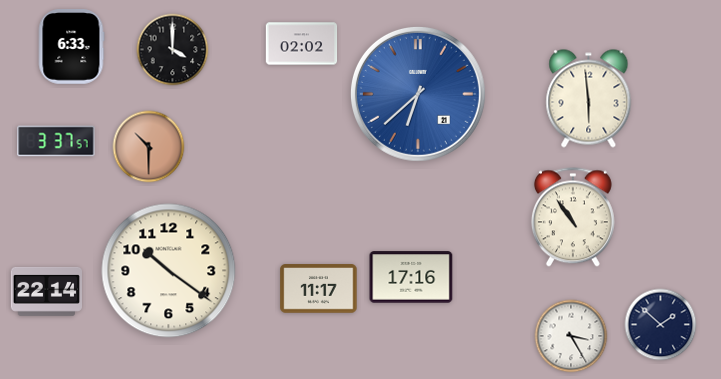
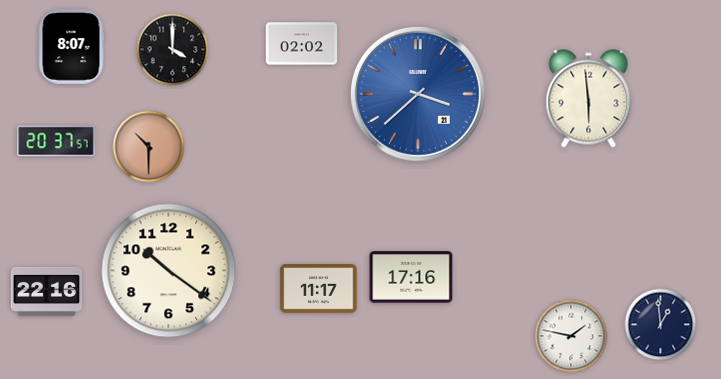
clock at (71, 47): 6:33 -> 8:07
clock at (418, 94): 6:38 -> 3:38
clock at (56, 141): 3:37 -> 20:37
clock at (573, 217): 10:54 -> none
clock at (46, 291): 22:14 -> 22:16
clock at (661, 325): 1:52 -> 12:59
clock at (571, 336): 3:25 -> 1:47
